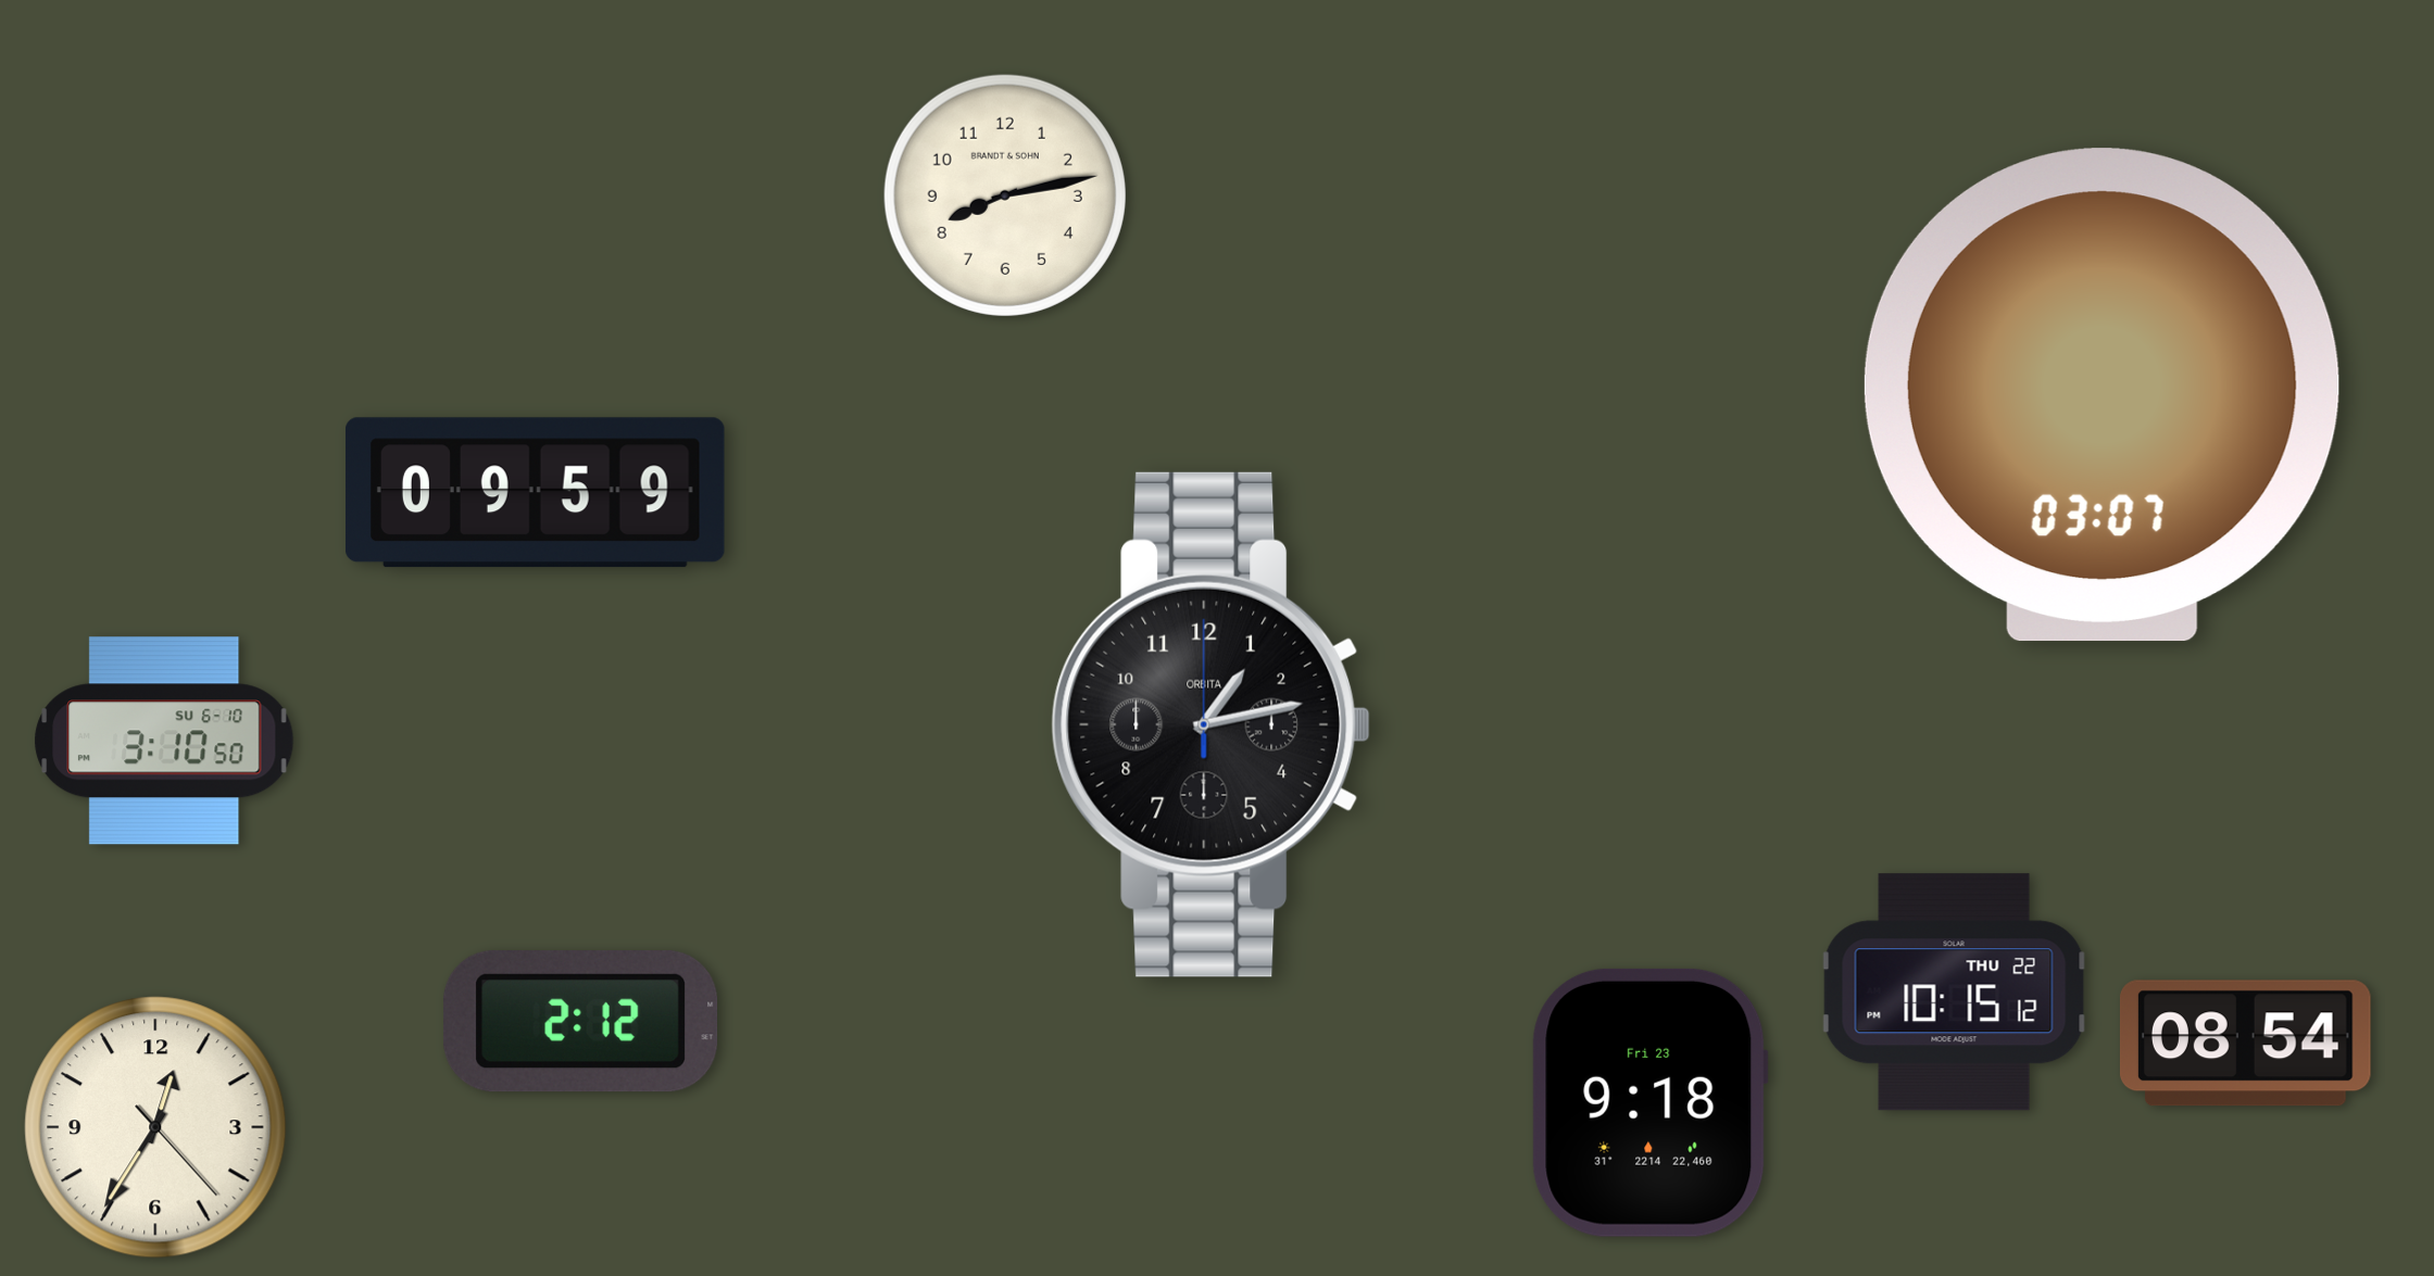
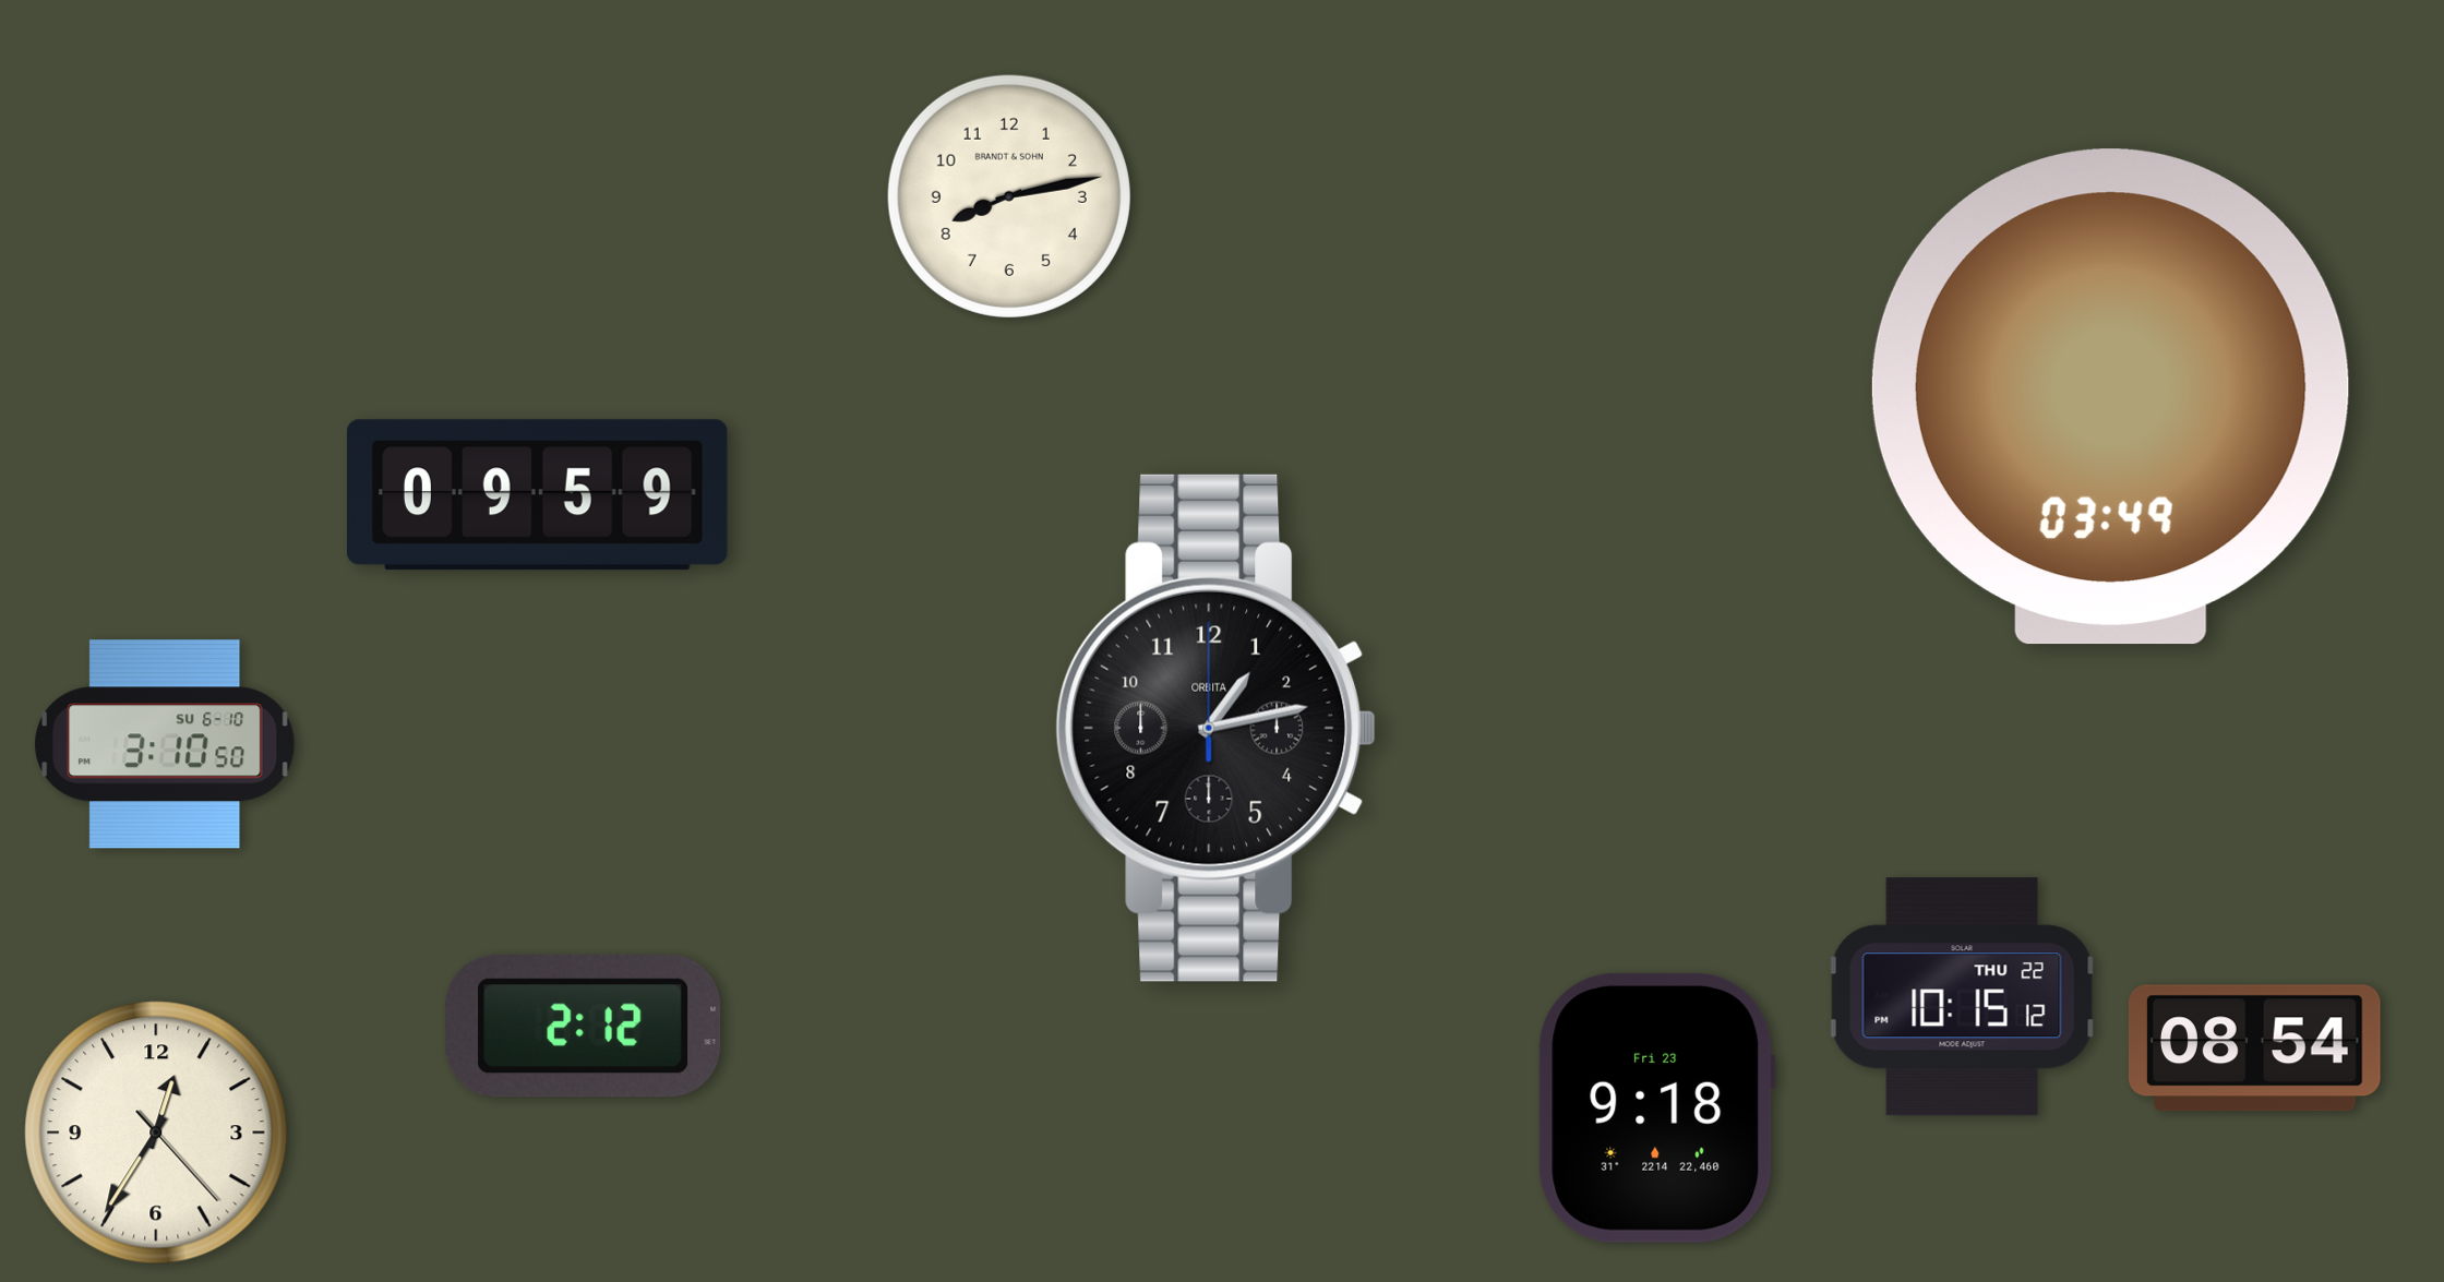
clock at (2101, 395): 03:07 -> 03:49
